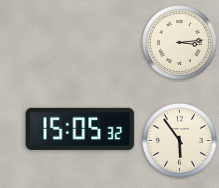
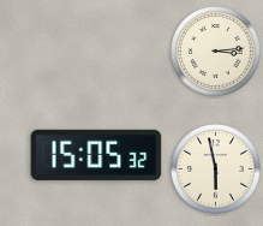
clock at (180, 141): 5:54 -> 5:58
